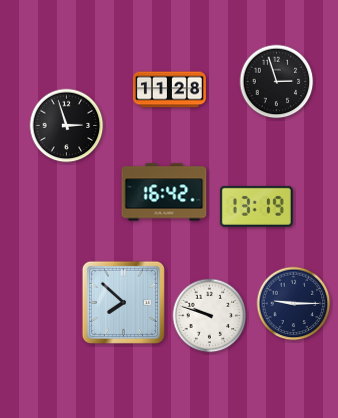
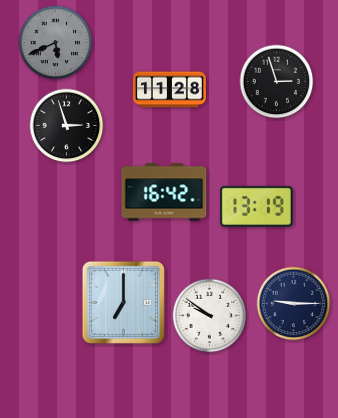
clock at (56, 43): none -> 5:41
clock at (123, 302): 7:52 -> 7:00
clock at (210, 316): 9:48 -> 9:51
